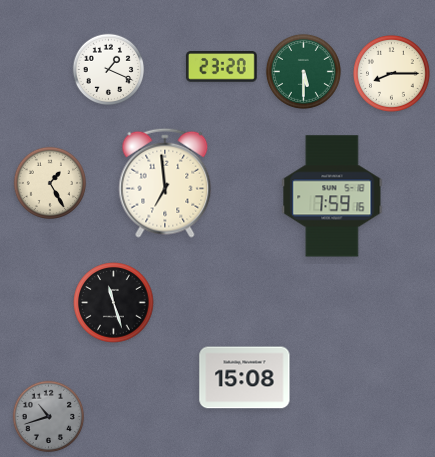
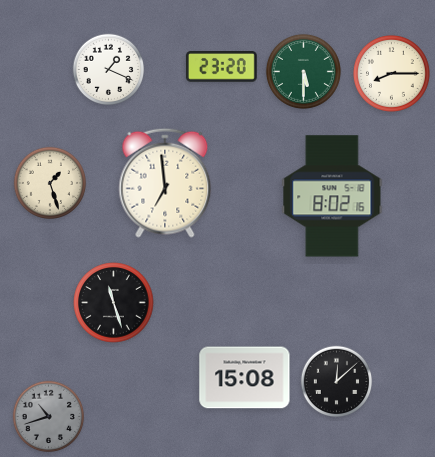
clock at (49, 182): 1:25 -> 1:27
clock at (332, 196): 7:59 -> 8:02
clock at (337, 382): none -> 12:08
